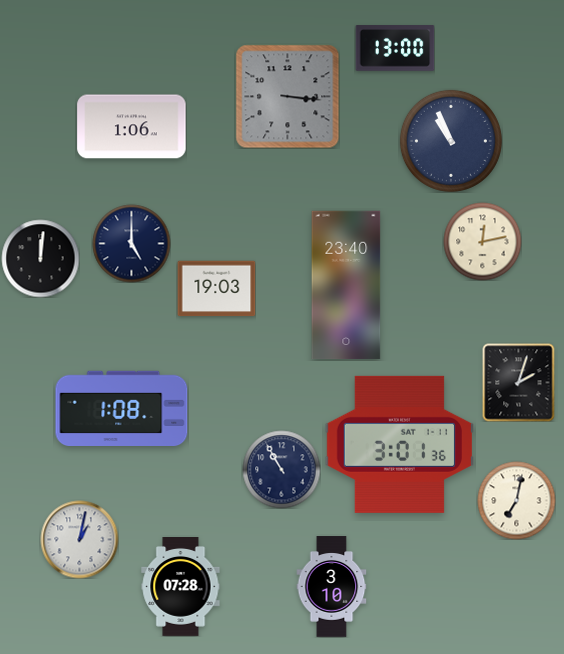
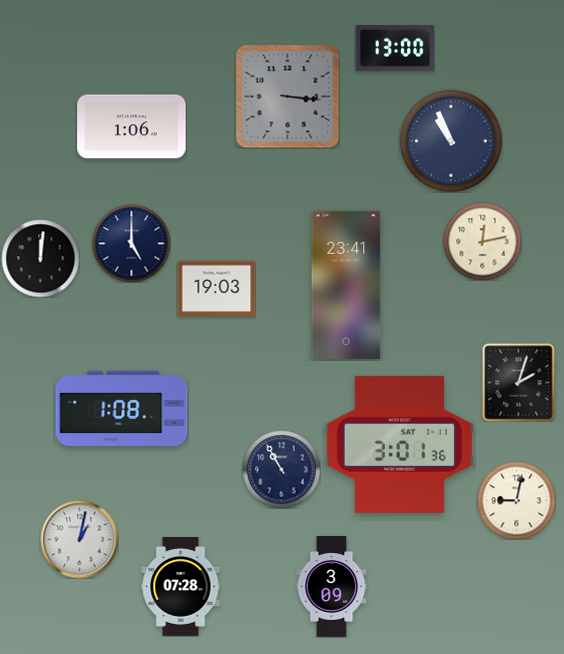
clock at (346, 285): 23:40 -> 23:41
clock at (516, 500): 7:02 -> 9:02
clock at (332, 587): 3:10 -> 3:09
